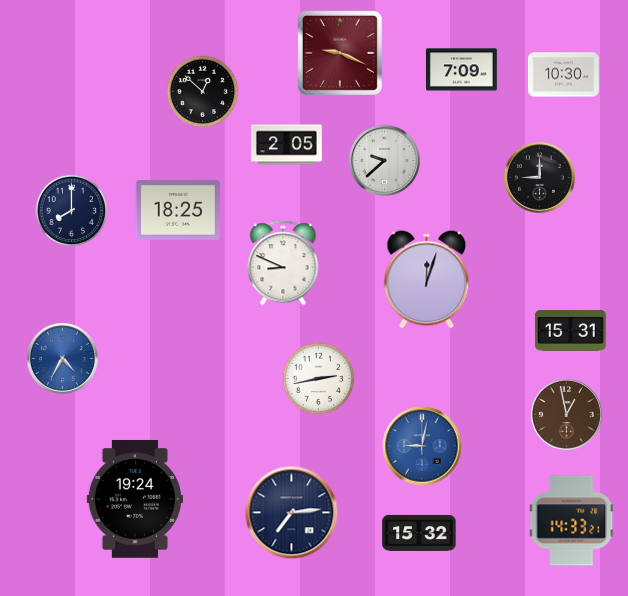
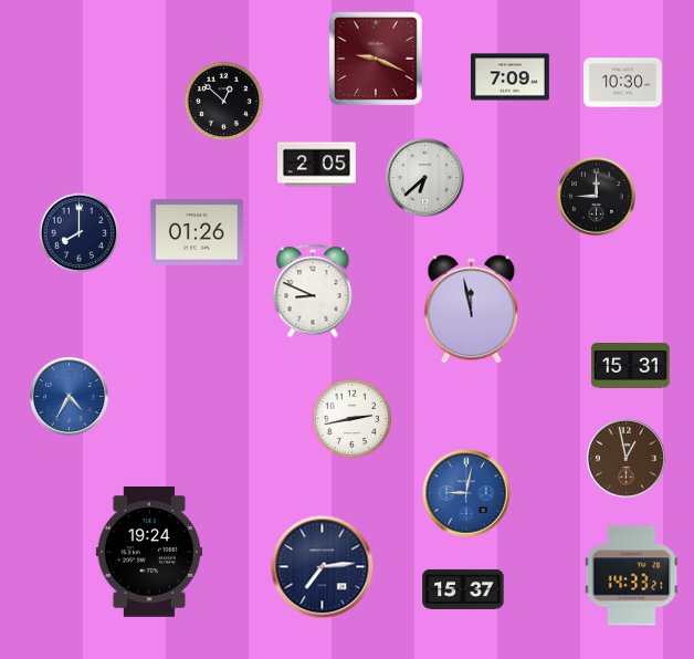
clock at (286, 145) position: (286, 145) -> (316, 165)
clock at (385, 161): 9:38 -> 6:38
clock at (178, 210): 18:25 -> 01:26
clock at (427, 280): 12:03 -> 11:58
clock at (419, 533): 15:32 -> 15:37
